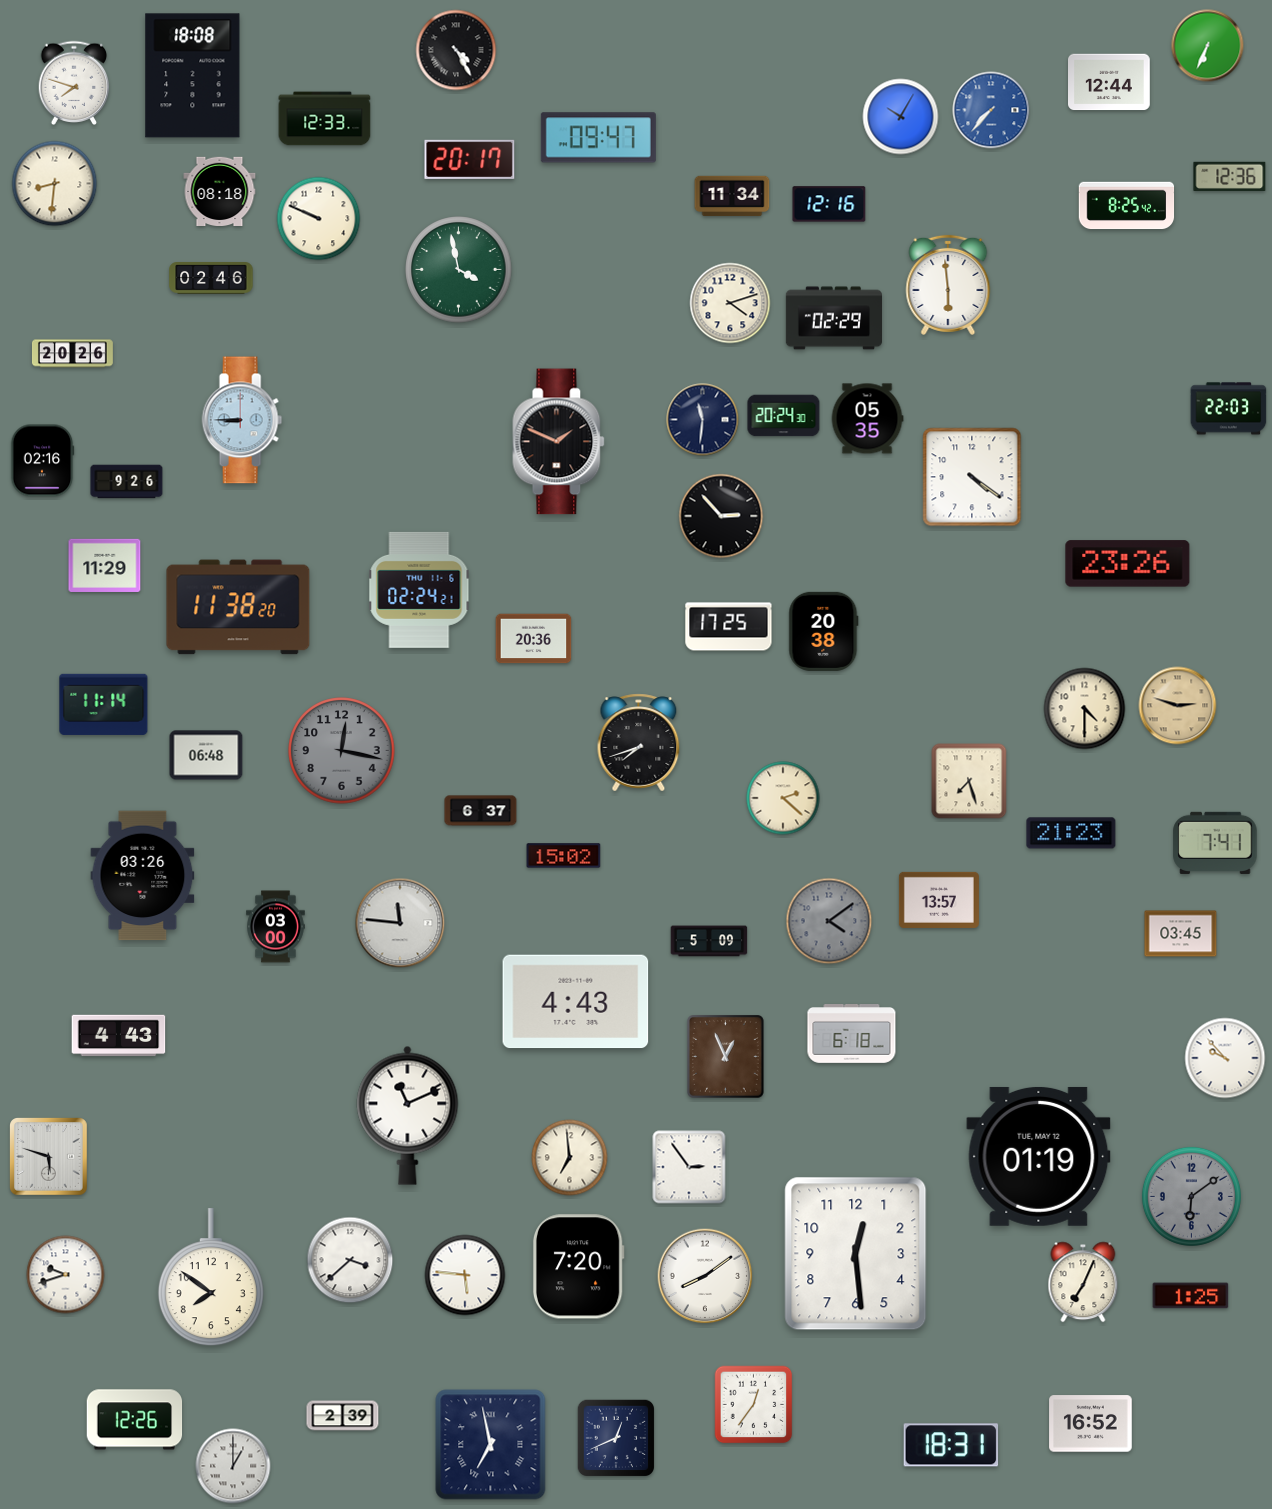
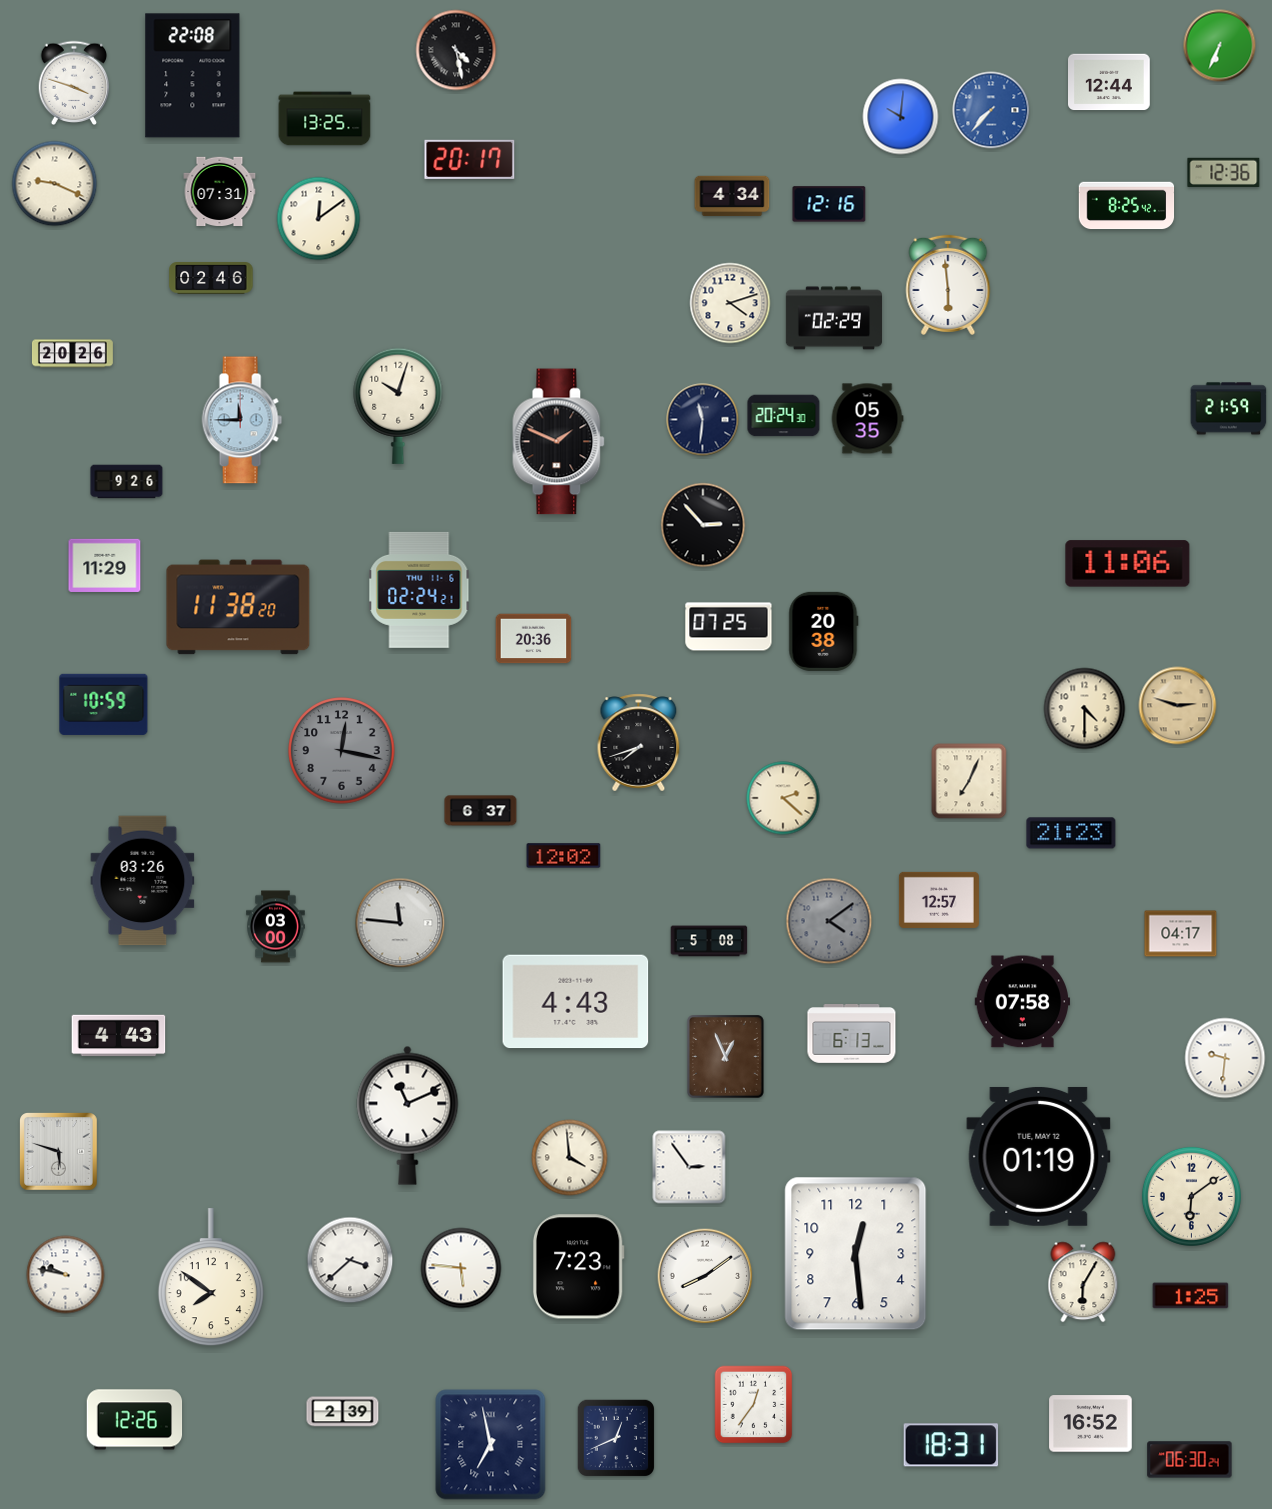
clock at (1208, 46) position: (1208, 46) -> (1220, 46)
clock at (456, 50): 4:25 -> 4:28
clock at (193, 76): 18:08 -> 22:08
clock at (74, 82): 7:48 -> 3:48
clock at (901, 117): 10:05 -> 10:01
clock at (325, 119): 12:33 -> 13:25
clock at (598, 138): 09:47 -> none
clock at (1230, 176) position: (1230, 176) -> (1224, 172)
clock at (55, 184): 8:31 -> 9:19
clock at (220, 192): 08:18 -> 07:31
clock at (732, 196): 11:34 -> 4:34
clock at (319, 219): 9:49 -> 12:09
clock at (459, 270): 3:58 -> none
clock at (398, 406): none -> 10:03
clock at (1229, 409): 22:03 -> 21:59
clock at (242, 420): 8:45 -> 11:45
clock at (42, 461): 02:16 -> none
clock at (972, 477): 4:21 -> none
clock at (721, 516) position: (721, 516) -> (703, 525)
clock at (1128, 564): 23:26 -> 11:06
clock at (729, 627): 17:25 -> 07:25
clock at (104, 704): 11:14 -> 10:59
clock at (206, 755): 06:48 -> none
clock at (969, 781): 7:27 -> 7:04
clock at (1215, 843): 7:41 -> none
clock at (564, 856): 15:02 -> 12:02
clock at (143, 876) position: (143, 876) -> (143, 881)
clock at (939, 900): 13:57 -> 12:57
clock at (1181, 934): 03:45 -> 04:17
clock at (709, 941): 5:09 -> 5:08
clock at (1023, 1002): none -> 07:58
clock at (852, 1034): 6:18 -> 6:13
clock at (1225, 1058): 9:53 -> 9:31
clock at (49, 1157) position: (49, 1157) -> (59, 1152)
clock at (570, 1158): 6:59 -> 3:59
clock at (1191, 1196) dial: grey -> cream
clock at (578, 1267): 7:20 -> 7:23
clock at (66, 1275): 9:42 -> 9:47
clock at (465, 1275) position: (465, 1275) -> (461, 1268)
clock at (1083, 1282): 7:04 -> 6:05
clock at (343, 1416) position: (343, 1416) -> (343, 1412)
clock at (1190, 1460): none -> 06:30
clock at (233, 1466): 1:00 -> none
